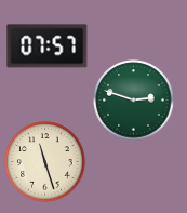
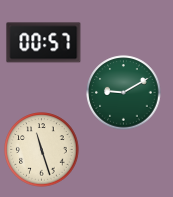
clock at (48, 46): 07:57 -> 00:57
clock at (134, 101): 2:48 -> 9:10
